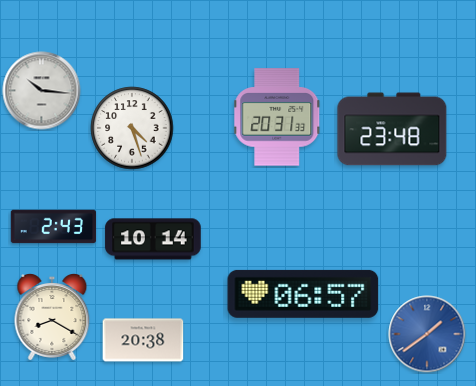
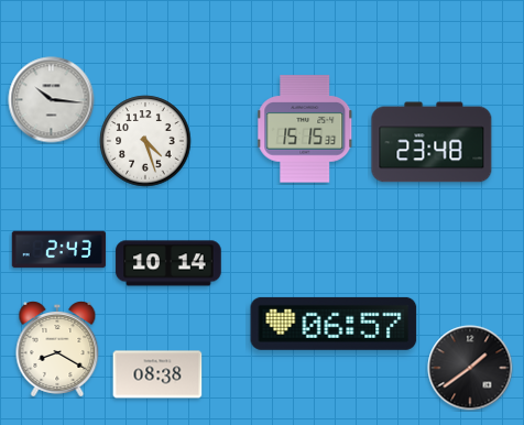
clock at (42, 91) position: (42, 91) -> (52, 100)
clock at (277, 117): 20:31 -> 15:15
clock at (427, 334) dial: blue -> black
clock at (143, 340): 20:38 -> 08:38
